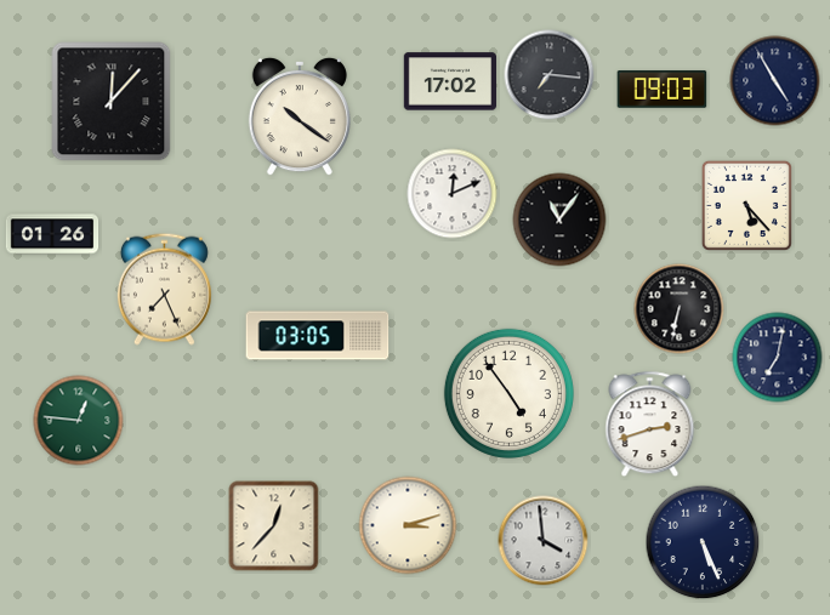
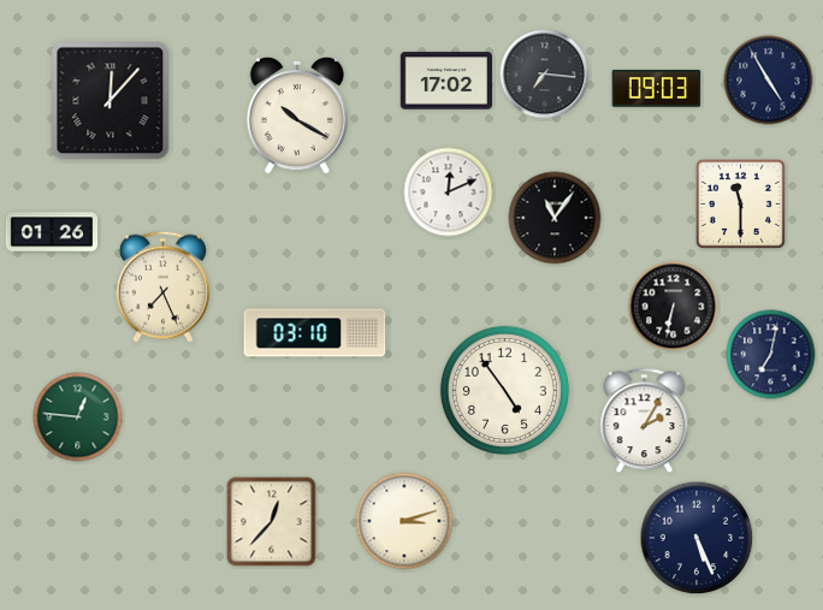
clock at (300, 116): 10:21 -> 10:20
clock at (746, 205): 5:23 -> 11:30
clock at (318, 336): 03:05 -> 03:10
clock at (650, 425): 2:42 -> 2:05
clock at (544, 541): 3:59 -> none
